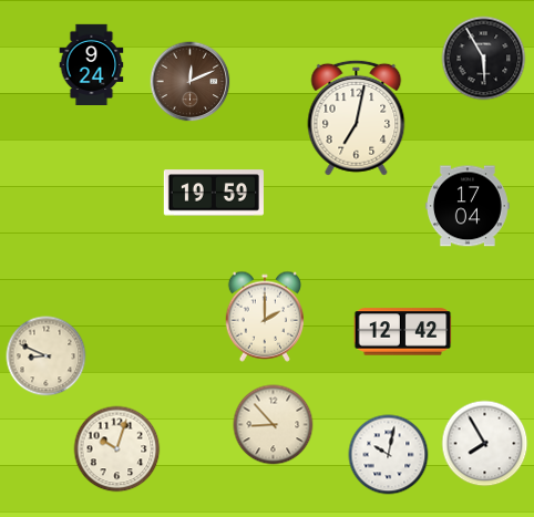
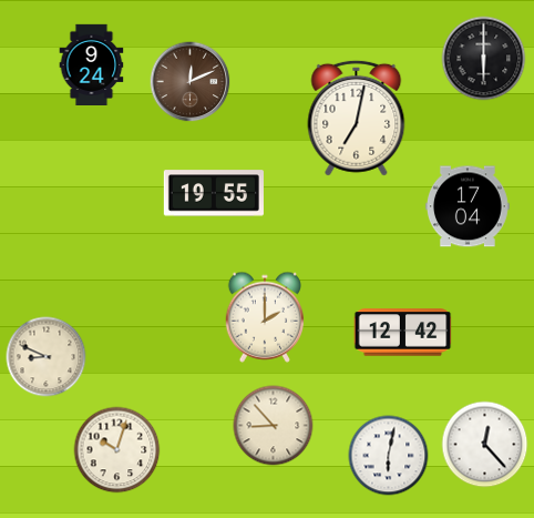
clock at (484, 59): 5:55 -> 6:00
clock at (214, 193): 19:59 -> 19:55
clock at (485, 444): 7:55 -> 12:23
clock at (389, 455): 10:02 -> 6:02
